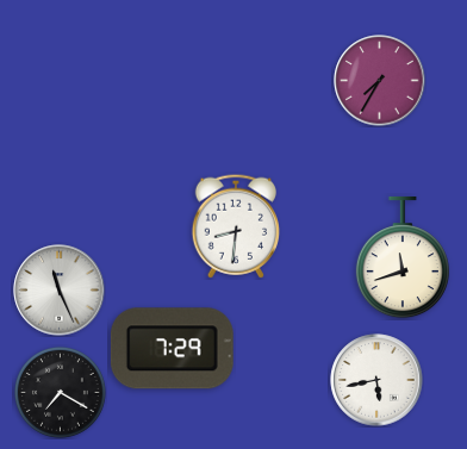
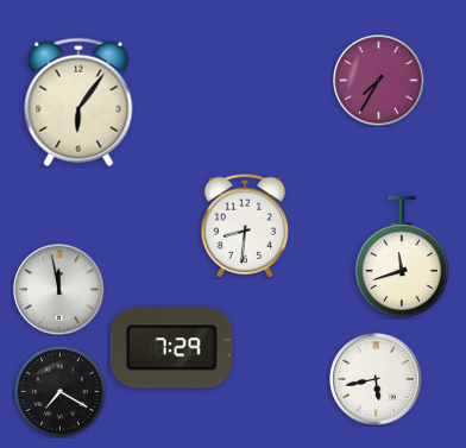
clock at (78, 102): none -> 6:06
clock at (235, 226) position: (235, 226) -> (244, 226)
clock at (60, 291): 11:26 -> 11:58
